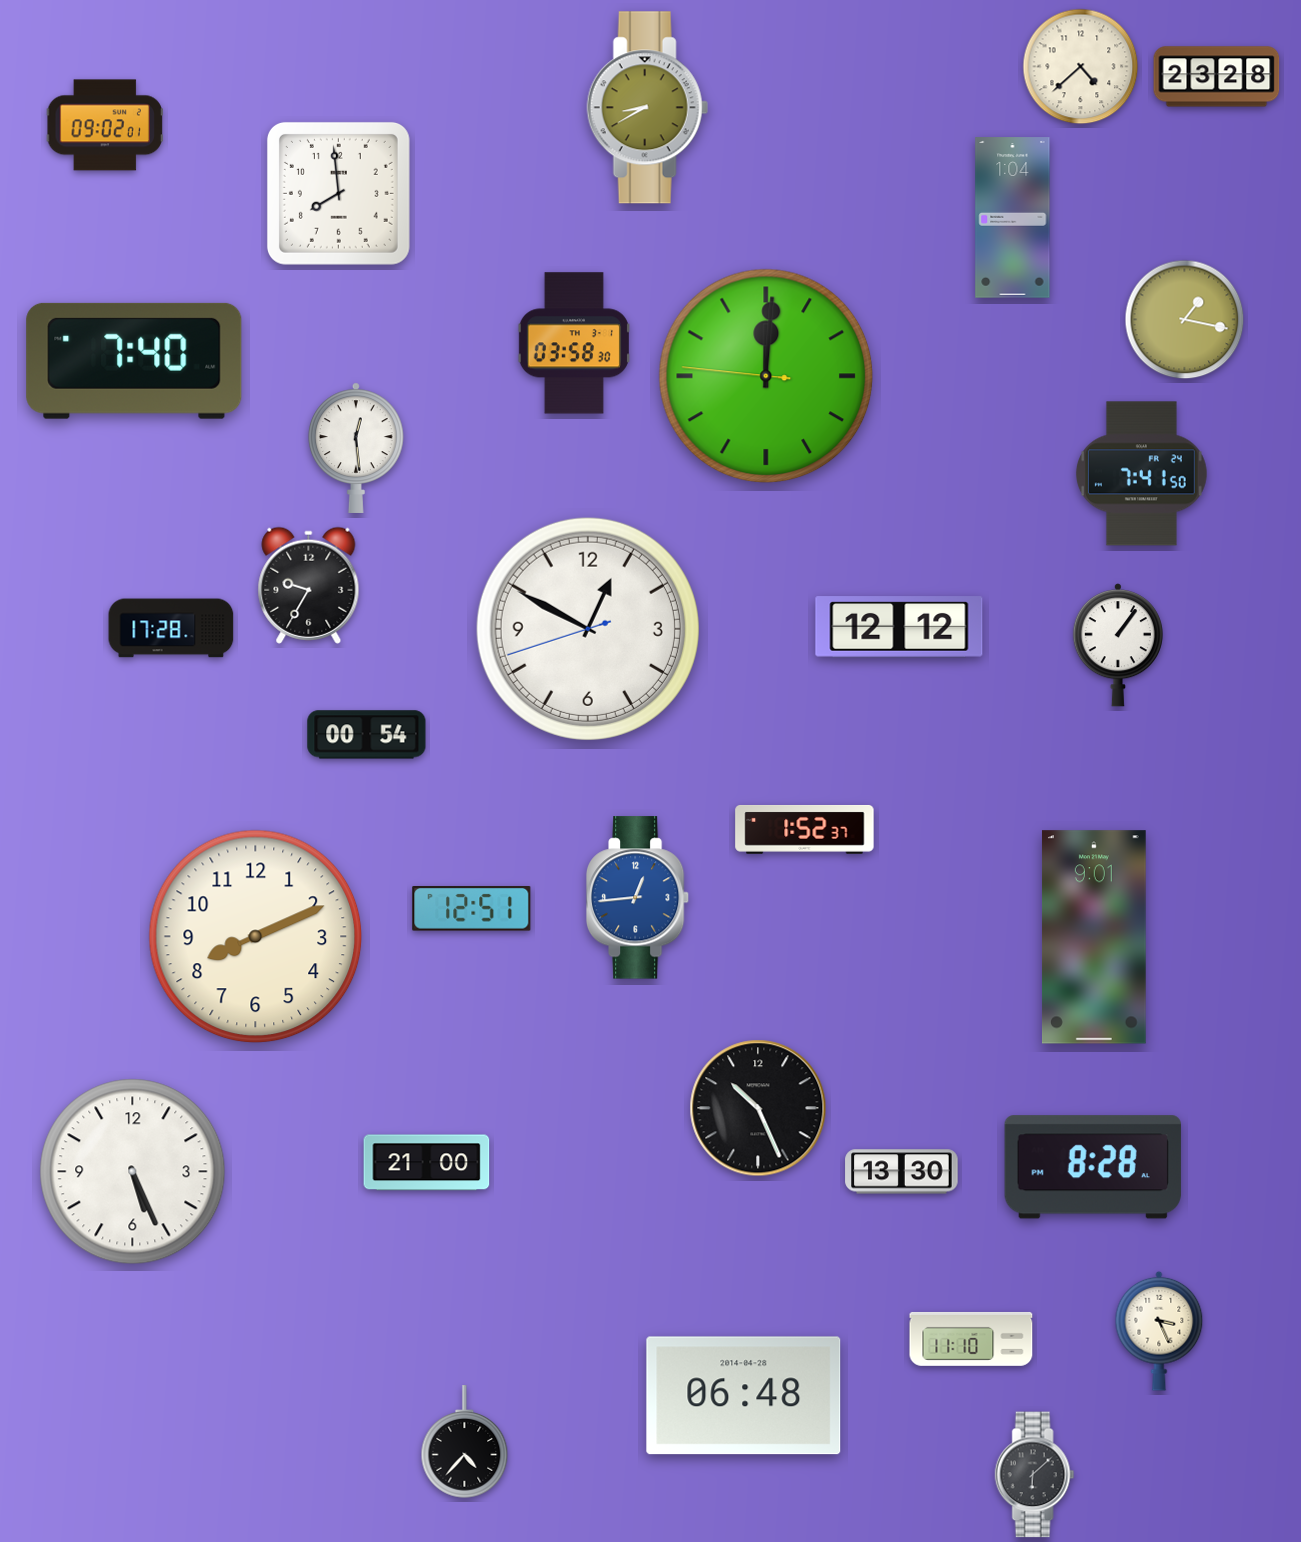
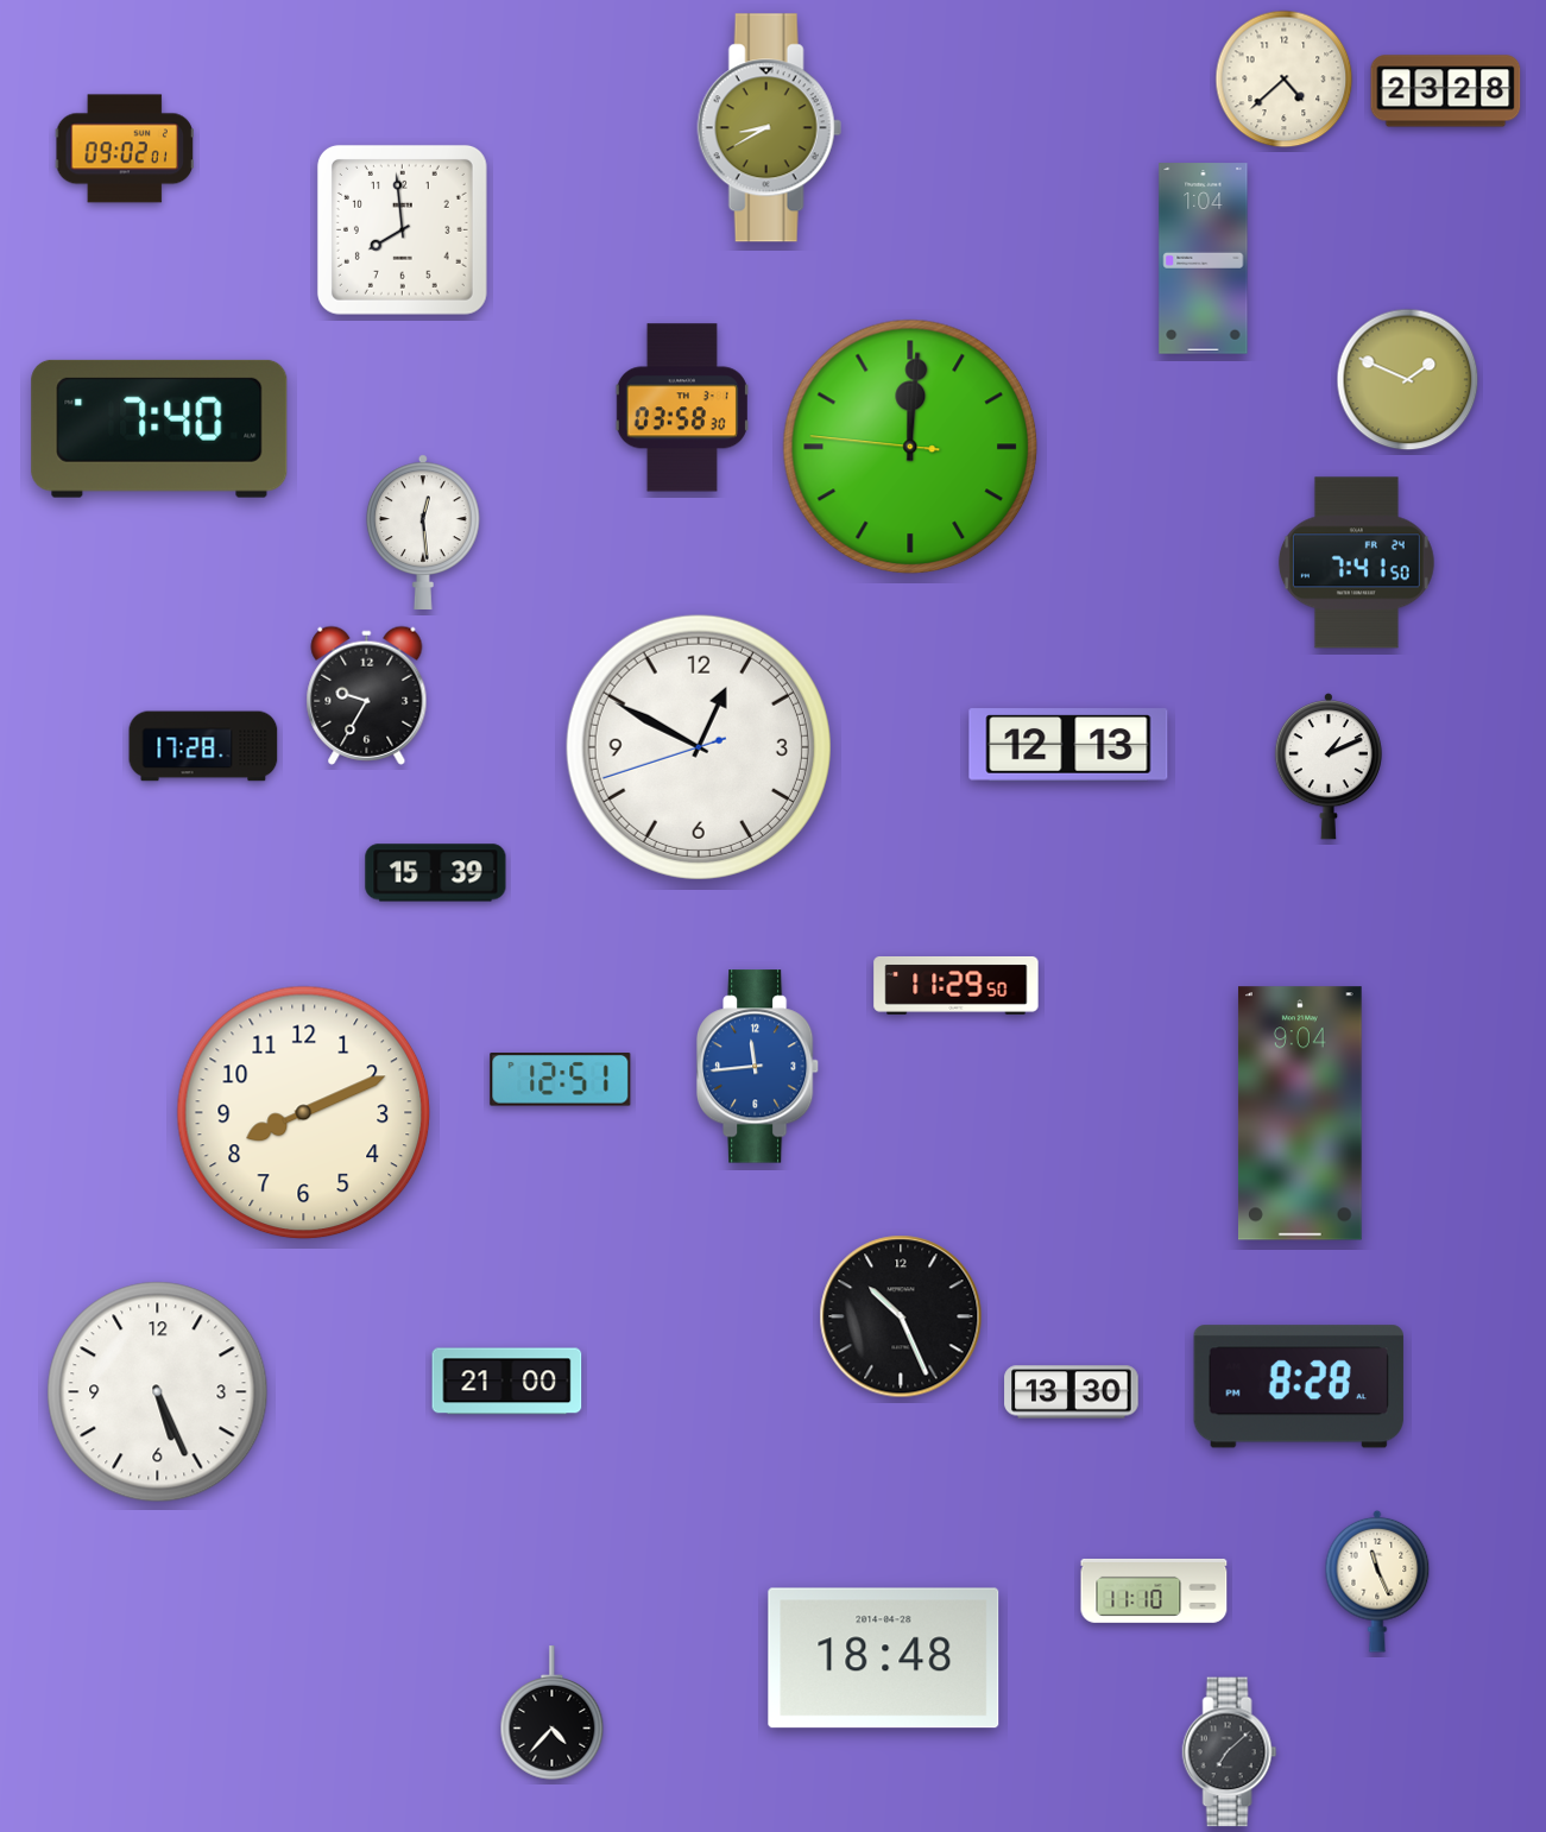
clock at (1185, 320): 1:17 -> 1:49
clock at (899, 627): 12:12 -> 12:13
clock at (1118, 645): 1:06 -> 1:11
clock at (367, 735): 00:54 -> 15:39
clock at (805, 830): 1:52 -> 11:29
clock at (638, 898): 12:44 -> 11:44
clock at (1094, 937): 9:01 -> 9:04
clock at (1159, 1331): 3:26 -> 11:26
clock at (744, 1396): 06:48 -> 18:48
clock at (1035, 1475): 6:08 -> 7:08
